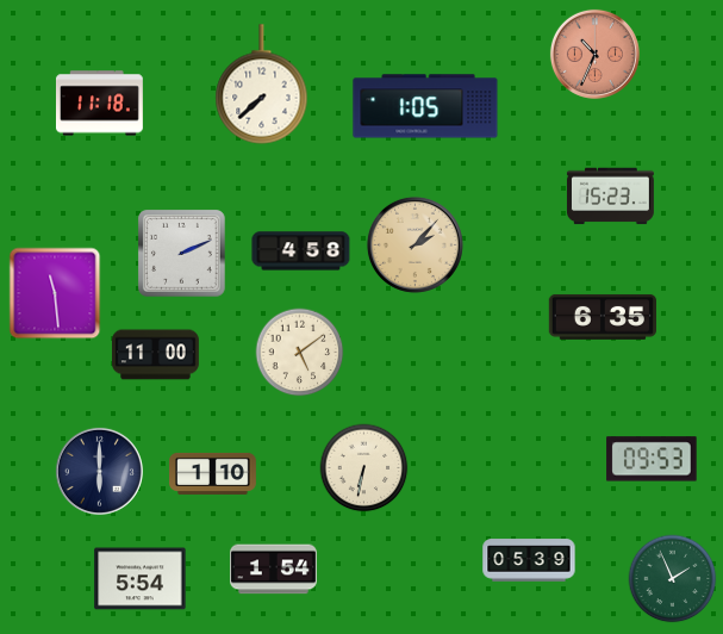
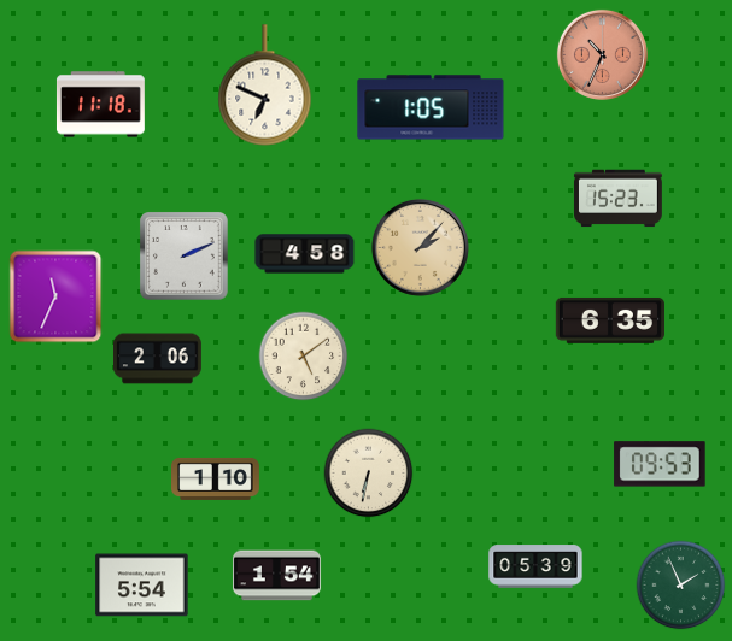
clock at (262, 85): 7:38 -> 6:49
clock at (55, 293): 11:29 -> 11:34
clock at (156, 355): 11:00 -> 2:06
clock at (99, 471): 6:00 -> none
